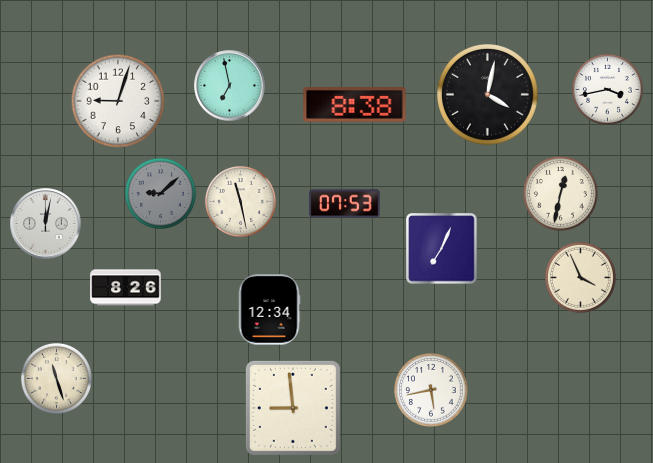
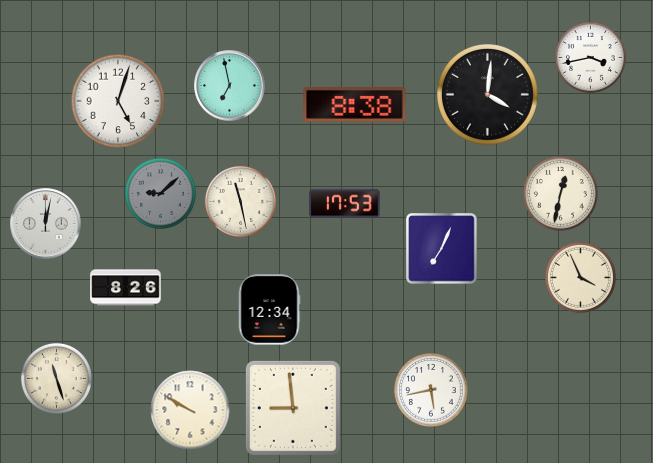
clock at (607, 89) position: (607, 89) -> (590, 57)
clock at (487, 94): 4:02 -> 4:01
clock at (118, 101): 9:03 -> 5:03
clock at (345, 204): 07:53 -> 17:53
clock at (190, 410): none -> 9:50
